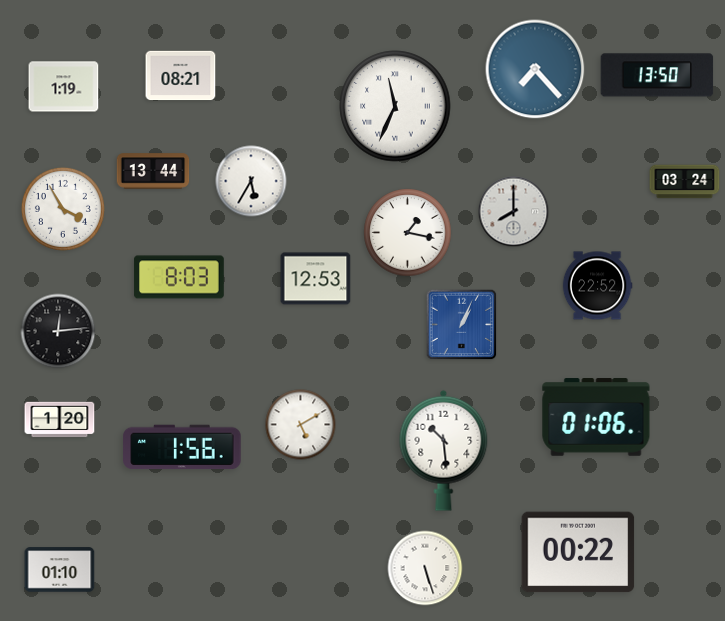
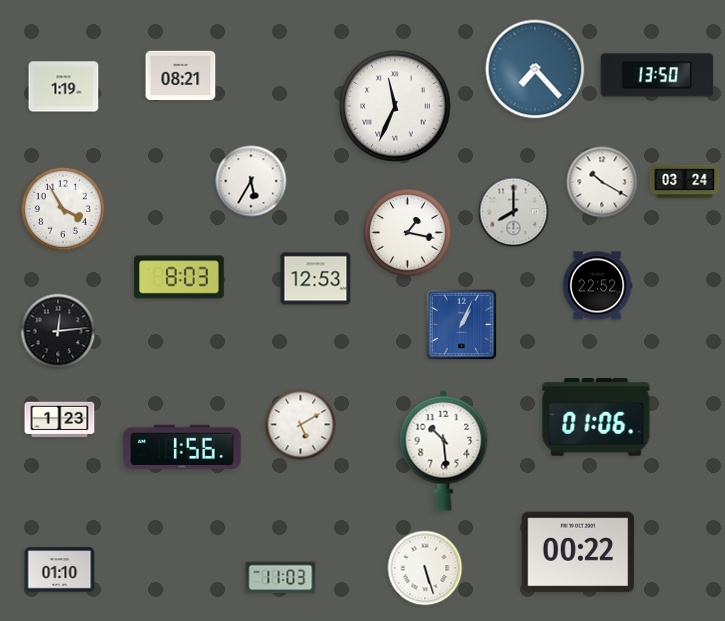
clock at (153, 171): 13:44 -> none
clock at (602, 182): none -> 10:20
clock at (60, 420): 1:20 -> 1:23
clock at (281, 578): none -> 11:03
